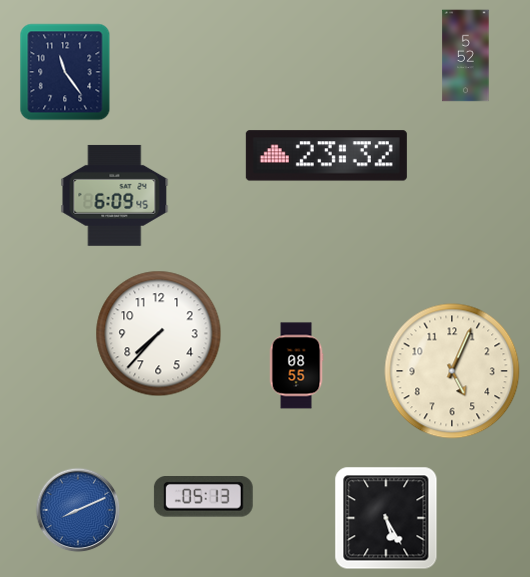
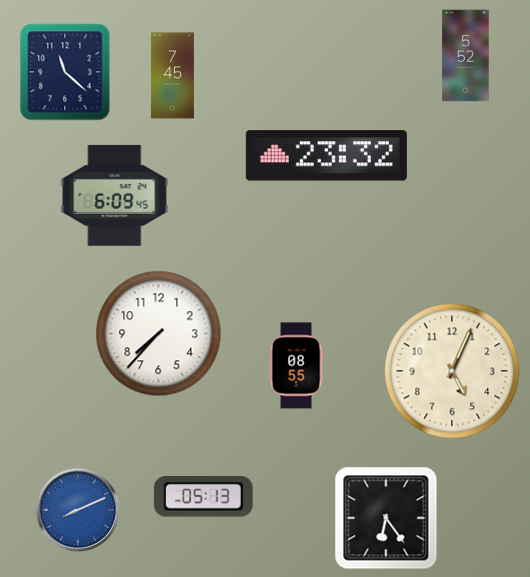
clock at (65, 72): 11:24 -> 11:22
clock at (172, 76): none -> 7:45
clock at (386, 518): 5:25 -> 6:24
